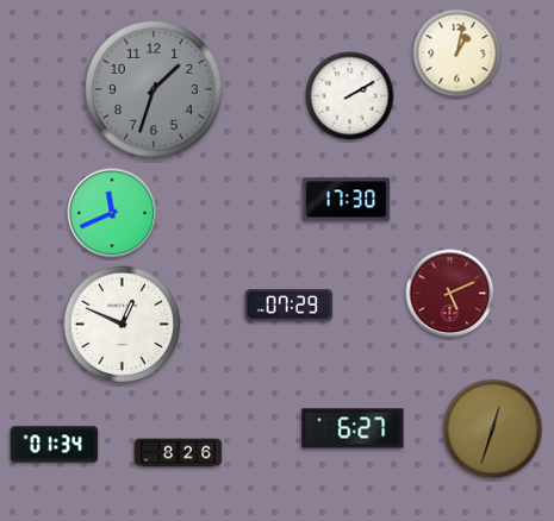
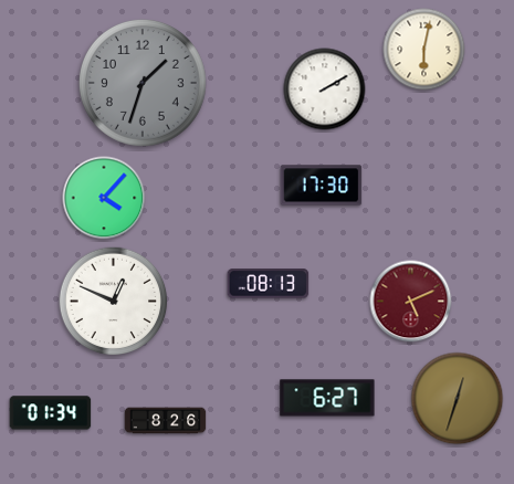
clock at (457, 54): 1:02 -> 6:02
clock at (112, 213): 11:41 -> 4:07
clock at (450, 294) position: (450, 294) -> (411, 302)
clock at (290, 306): 07:29 -> 08:13
